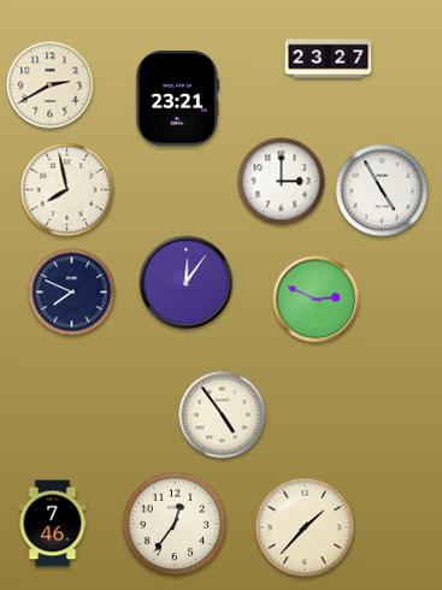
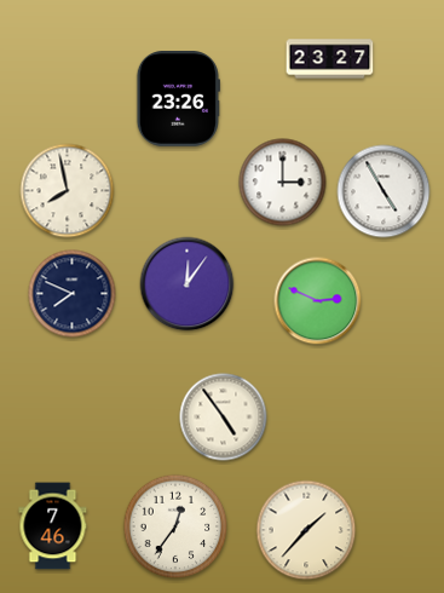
clock at (51, 85): 2:40 -> none
clock at (177, 99): 23:21 -> 23:26
